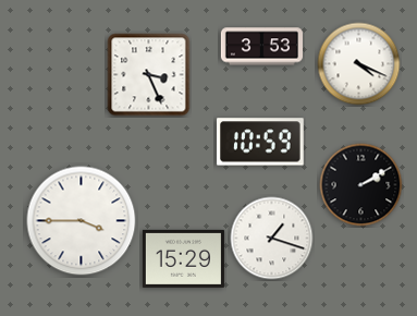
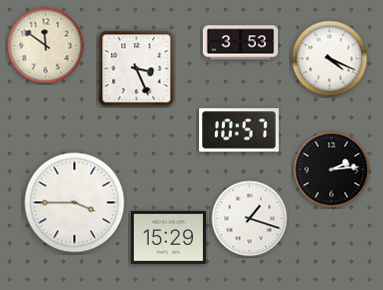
clock at (46, 46): none -> 11:51
clock at (261, 142): 10:59 -> 10:57
clock at (361, 185): 2:10 -> 2:14
